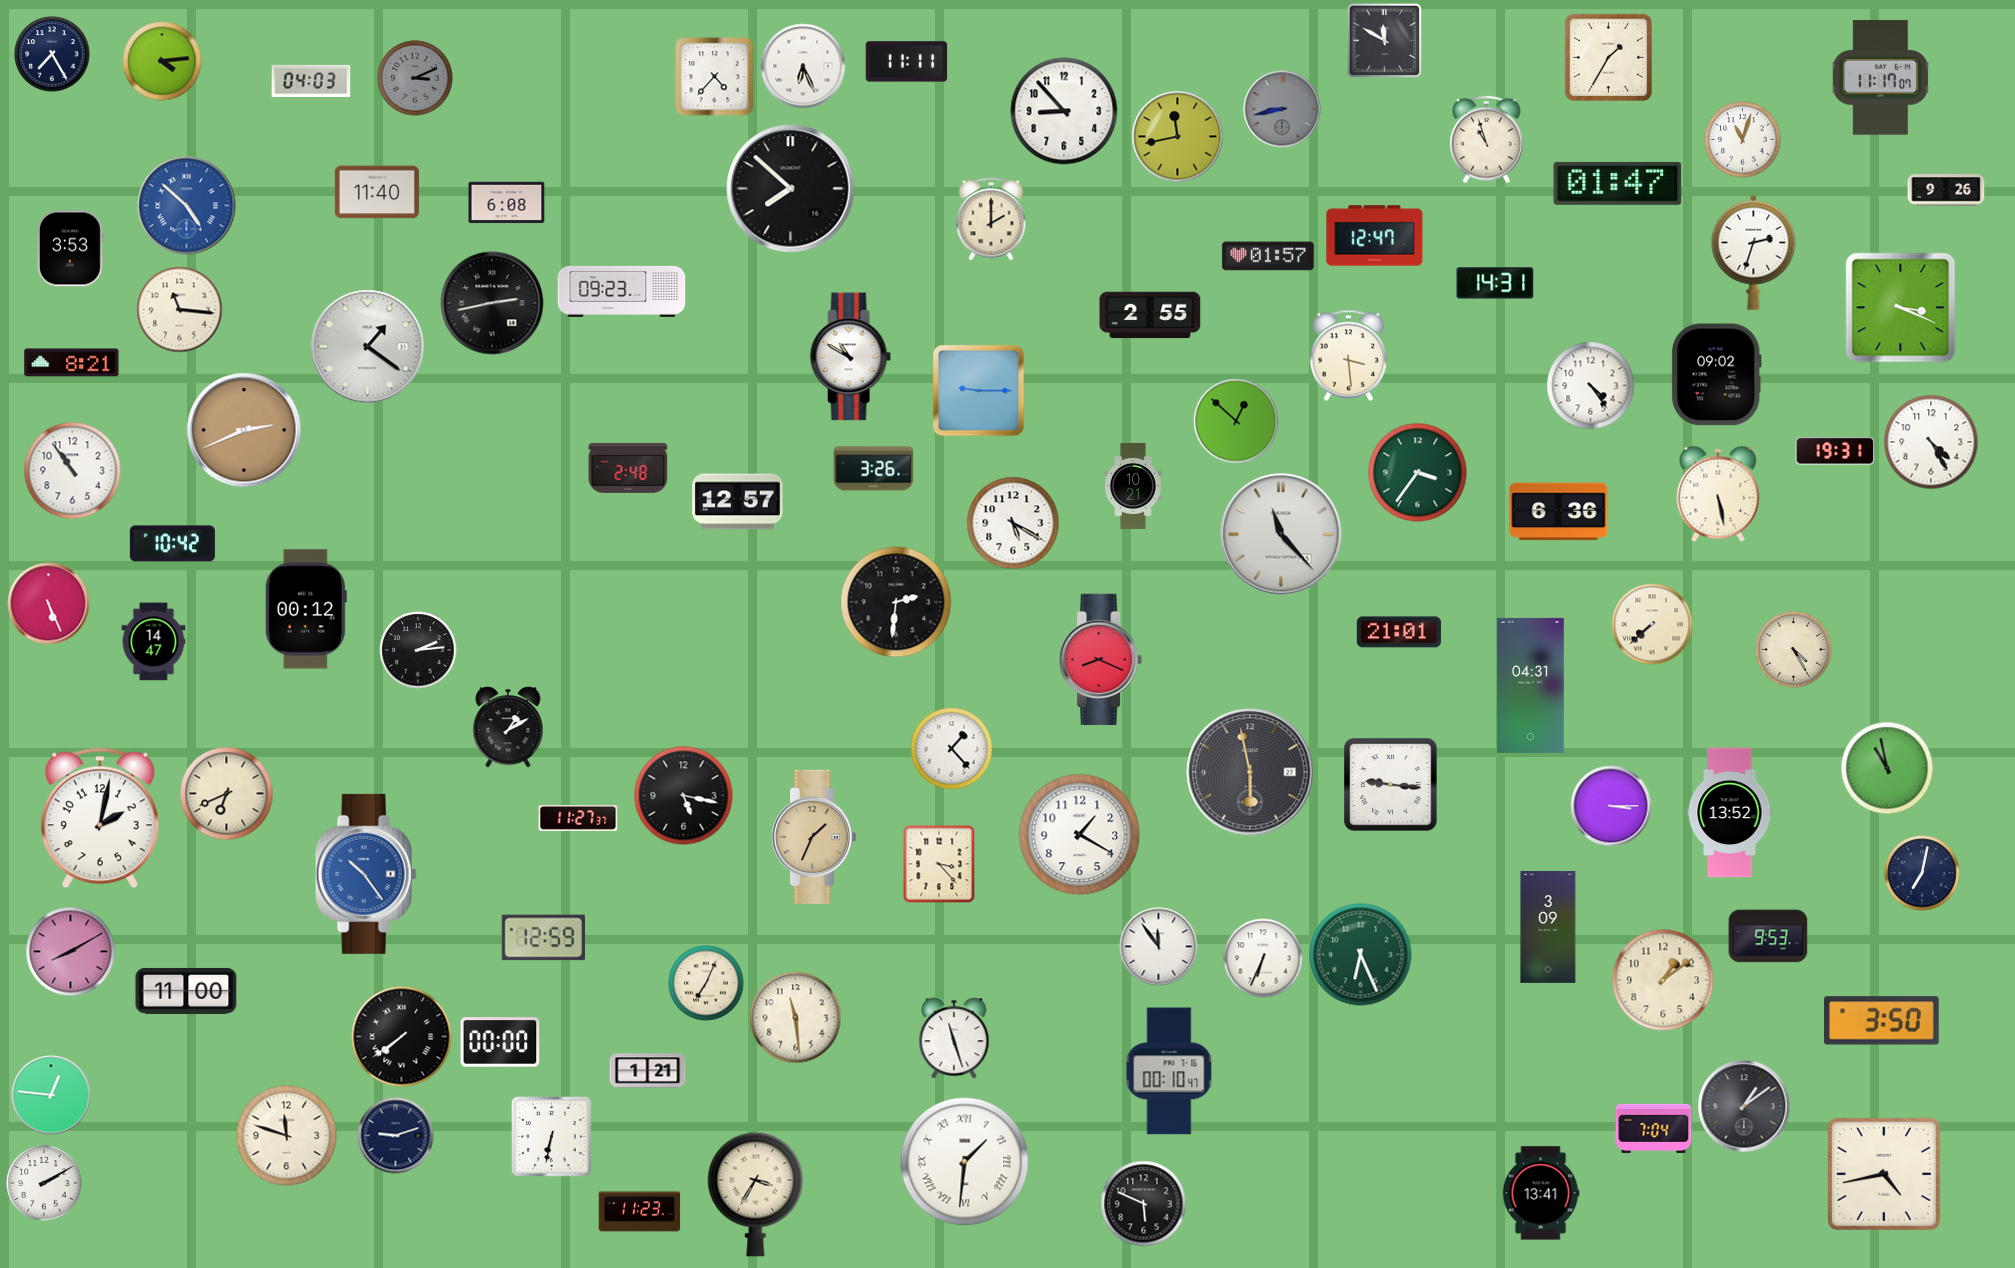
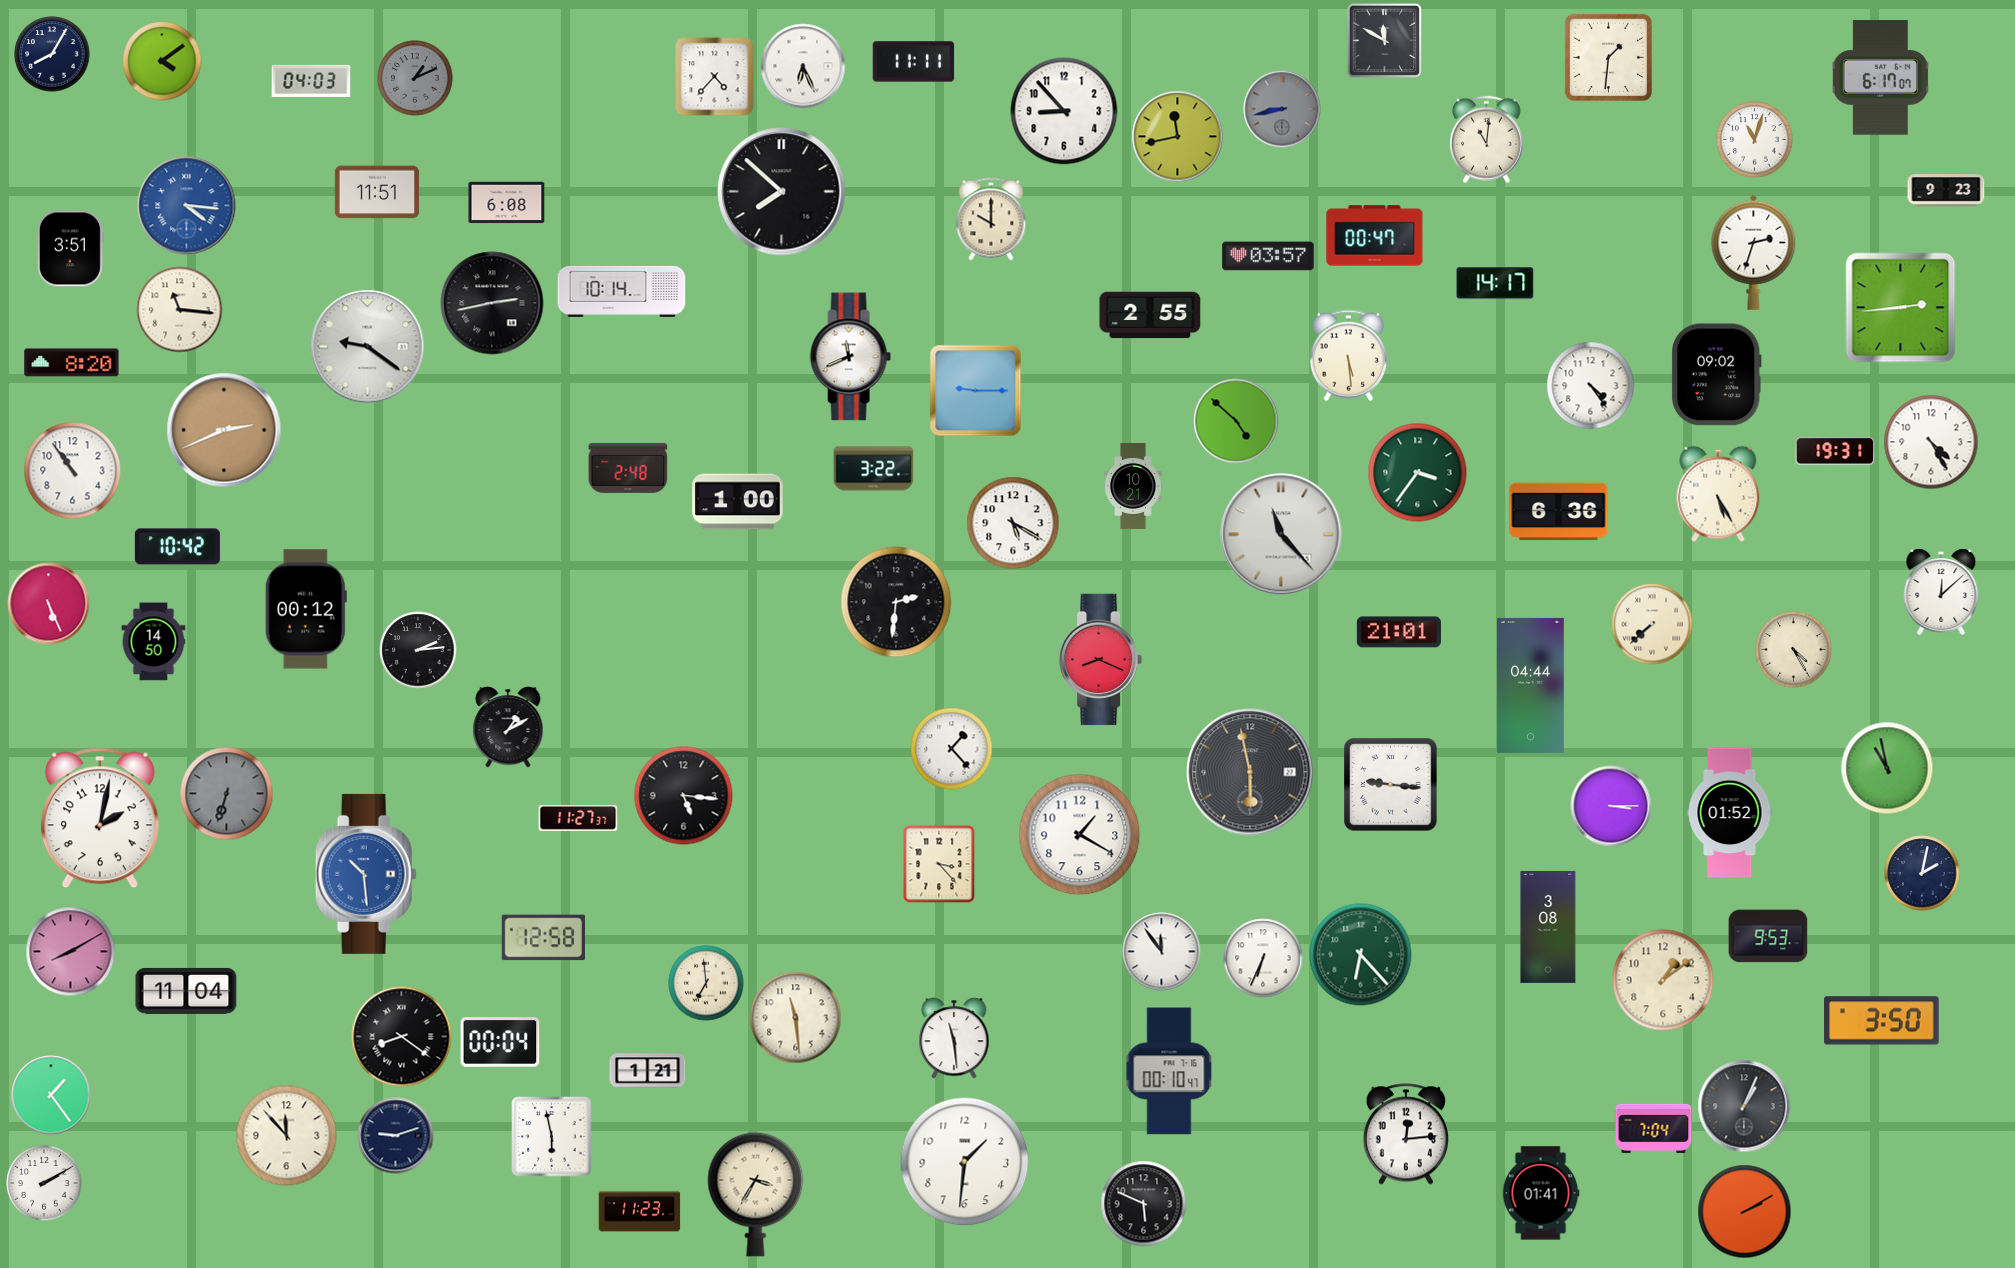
clock at (52, 54): 7:25 -> 8:05
clock at (1608, 57): 1:35 -> 1:31
clock at (162, 61): 4:14 -> 4:09
clock at (907, 62) position: (907, 62) -> (914, 62)
clock at (415, 78): 3:11 -> 1:11
clock at (1880, 78): 11:17 -> 6:17
clock at (1487, 140): 10:57 -> 11:01
clock at (1743, 140) position: (1743, 140) -> (1755, 140)
clock at (1618, 183): 01:47 -> none
clock at (791, 189) position: (791, 189) -> (782, 192)
clock at (1946, 190): 9:26 -> 9:23
clock at (377, 192): 11:40 -> 11:51
clock at (187, 206): 4:52 -> 4:16
clock at (991, 219): 2:00 -> 10:00
clock at (1375, 236): 12:47 -> 00:47
clock at (70, 249): 3:53 -> 3:51
clock at (1268, 256): 01:57 -> 03:57
clock at (1495, 283): 14:31 -> 14:17
clock at (622, 291): 09:23 -> 10:14
clock at (1901, 308): 3:19 -> 2:44
clock at (368, 347): 1:21 -> 9:21
clock at (1349, 355): 3:29 -> 5:29
clock at (850, 357): 10:50 -> 11:41
clock at (72, 363): 8:21 -> 8:20
clock at (979, 391) position: (979, 391) -> (976, 391)
clock at (1236, 421): 12:52 -> 4:52
clock at (244, 430) position: (244, 430) -> (224, 430)
clock at (874, 469): 3:26 -> 3:22
clock at (1718, 494): 5:28 -> 5:25
clock at (738, 502): 12:57 -> 1:00
clock at (172, 544) position: (172, 544) -> (177, 547)
clock at (1941, 592): none -> 12:08
clock at (154, 642): 14:47 -> 14:50
clock at (1530, 685): 04:31 -> 04:44
clock at (227, 794): 6:41 -> 6:33
clock at (227, 794) dial: cream -> grey
clock at (684, 796): 5:17 -> 5:16
clock at (1730, 813): 13:52 -> 01:52
clock at (815, 837): 1:34 -> none
clock at (1922, 873): 7:02 -> 2:02
clock at (366, 874): 10:24 -> 10:29
clock at (1548, 927): 3:09 -> 3:08
clock at (543, 938): 12:59 -> 12:58
clock at (1159, 947) position: (1159, 947) -> (1162, 952)
clock at (1361, 955): 6:26 -> 6:23
clock at (706, 983): 7:04 -> 6:59
clock at (186, 991): 11:00 -> 11:04
clock at (402, 1037): 7:39 -> 8:21
clock at (954, 1038): 11:27 -> 11:29
clock at (500, 1042): 00:00 -> 00:04
clock at (51, 1095): 12:46 -> 1:24
clock at (1744, 1106): 1:09 -> 1:04
clock at (1405, 1134): none -> 12:14
clock at (287, 1136): 11:48 -> 11:53
clock at (552, 1137): 6:32 -> 5:58
clock at (965, 1162) numerals: Roman -> Arabic
clock at (1884, 1174): 4:43 -> none
clock at (1541, 1193): 13:41 -> 01:41
clock at (1745, 1212): none -> 2:10
